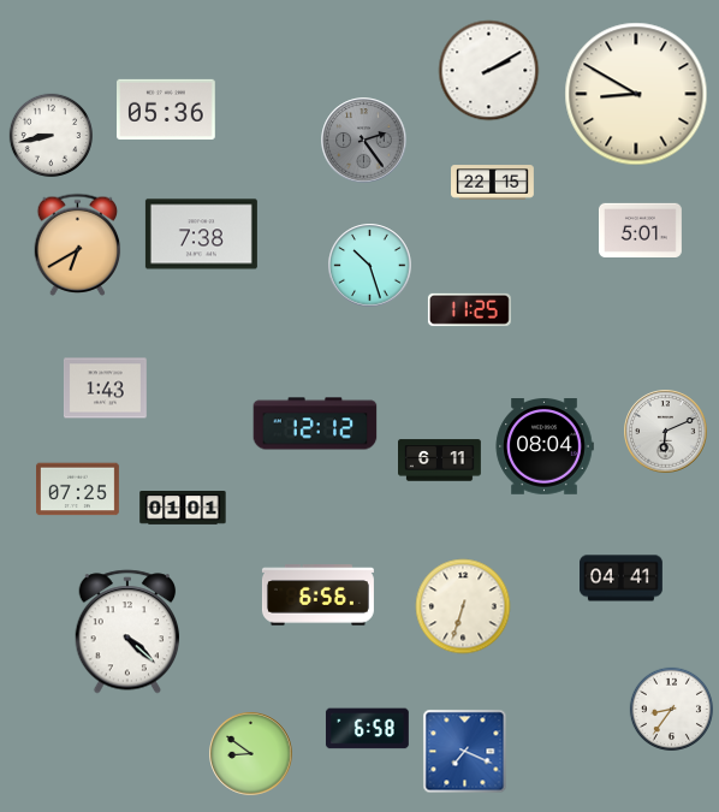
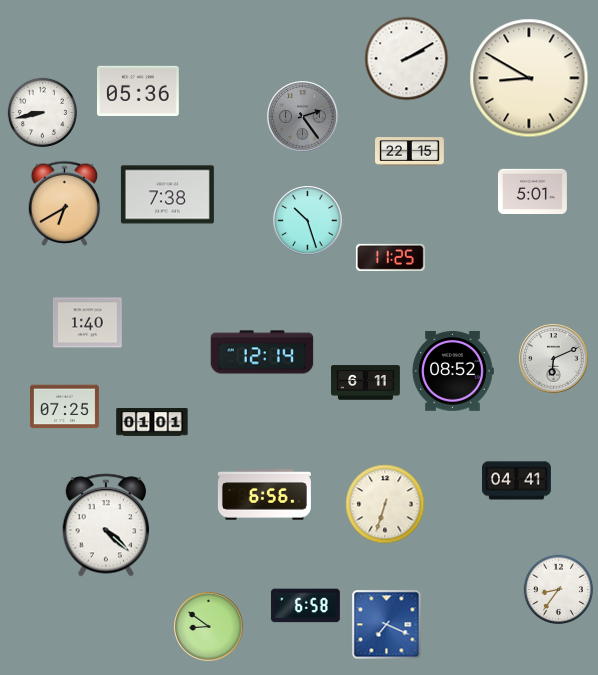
clock at (105, 389): 1:43 -> 1:40
clock at (315, 423): 12:12 -> 12:14
clock at (545, 448): 08:04 -> 08:52
